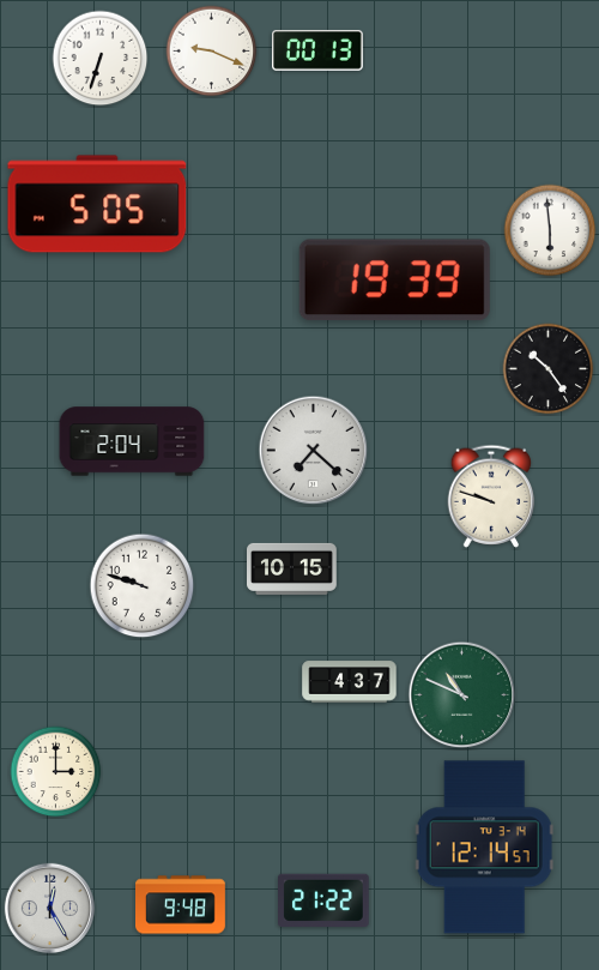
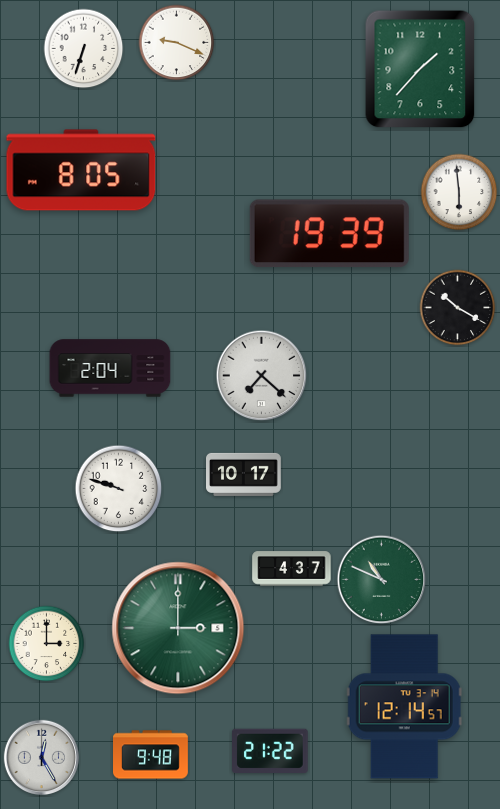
clock at (319, 50): 00:13 -> none
clock at (420, 69): none -> 1:37
clock at (97, 204): 5:05 -> 8:05
clock at (549, 369): 10:24 -> 10:20
clock at (491, 496): 9:48 -> none
clock at (292, 568): 10:15 -> 10:17
clock at (462, 695) position: (462, 695) -> (382, 580)
clock at (178, 628): none -> 3:00
